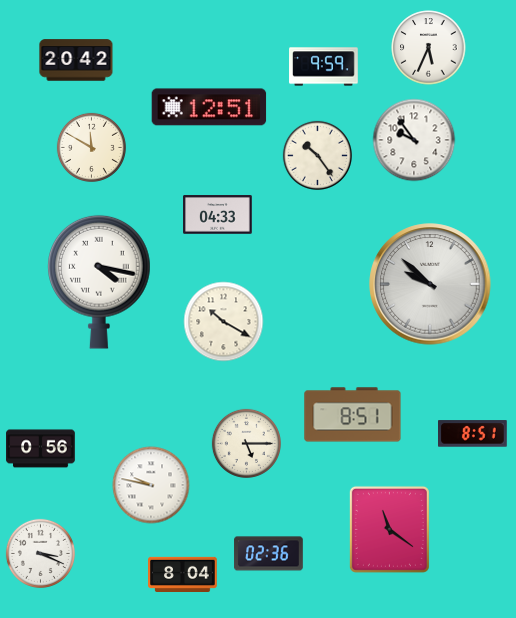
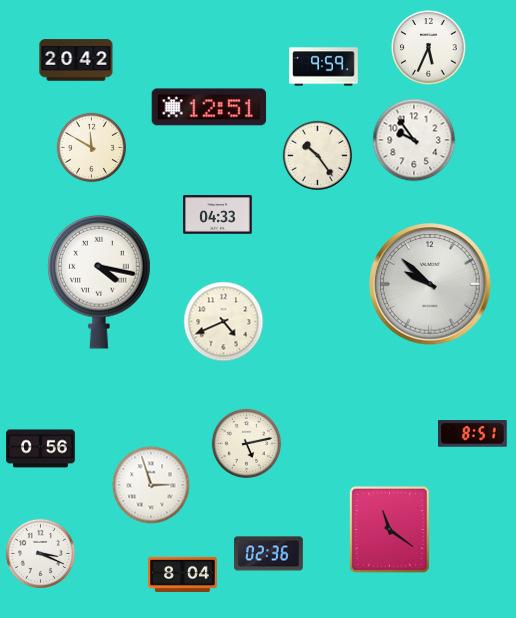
clock at (224, 322): 10:20 -> 4:41
clock at (353, 415): 8:51 -> none
clock at (246, 443): 5:15 -> 5:13
clock at (151, 485): 9:47 -> 2:57
